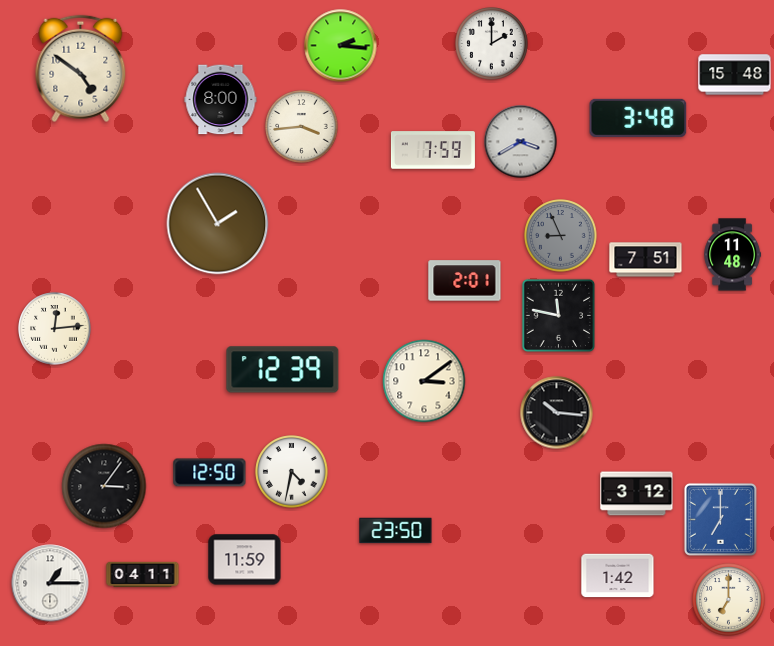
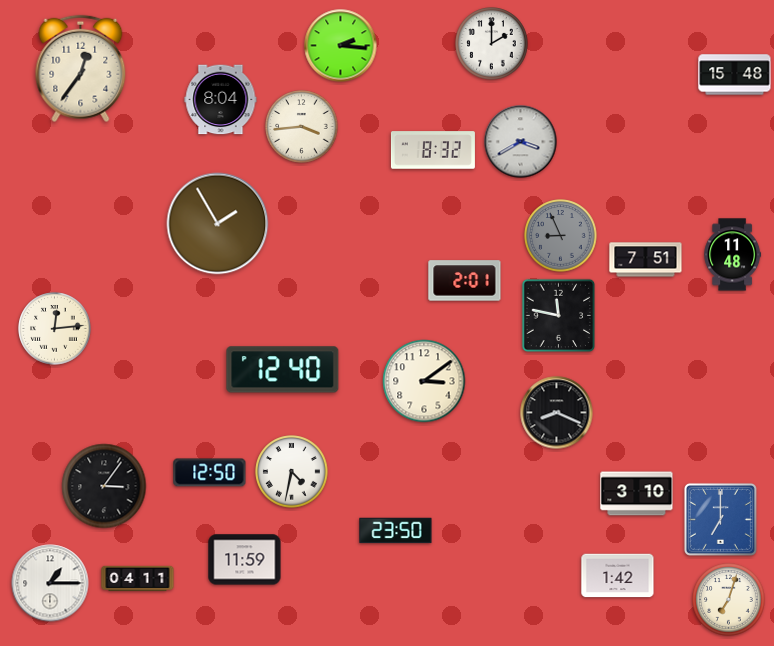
clock at (81, 69): 4:51 -> 12:36
clock at (221, 100): 8:00 -> 8:04
clock at (638, 118): 3:48 -> none
clock at (433, 150): 7:59 -> 8:32
clock at (283, 370): 12:39 -> 12:40
clock at (557, 413): 10:16 -> 8:19
clock at (637, 494): 3:12 -> 3:10
clock at (143, 575) position: (143, 575) -> (138, 579)
clock at (729, 600): 7:00 -> 7:03
